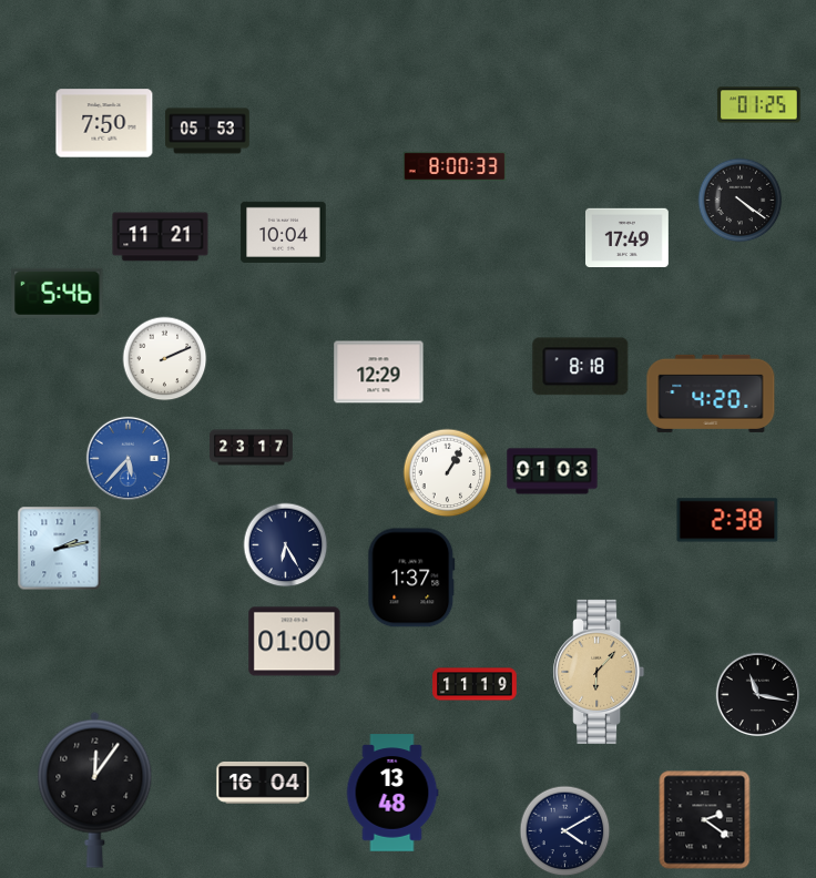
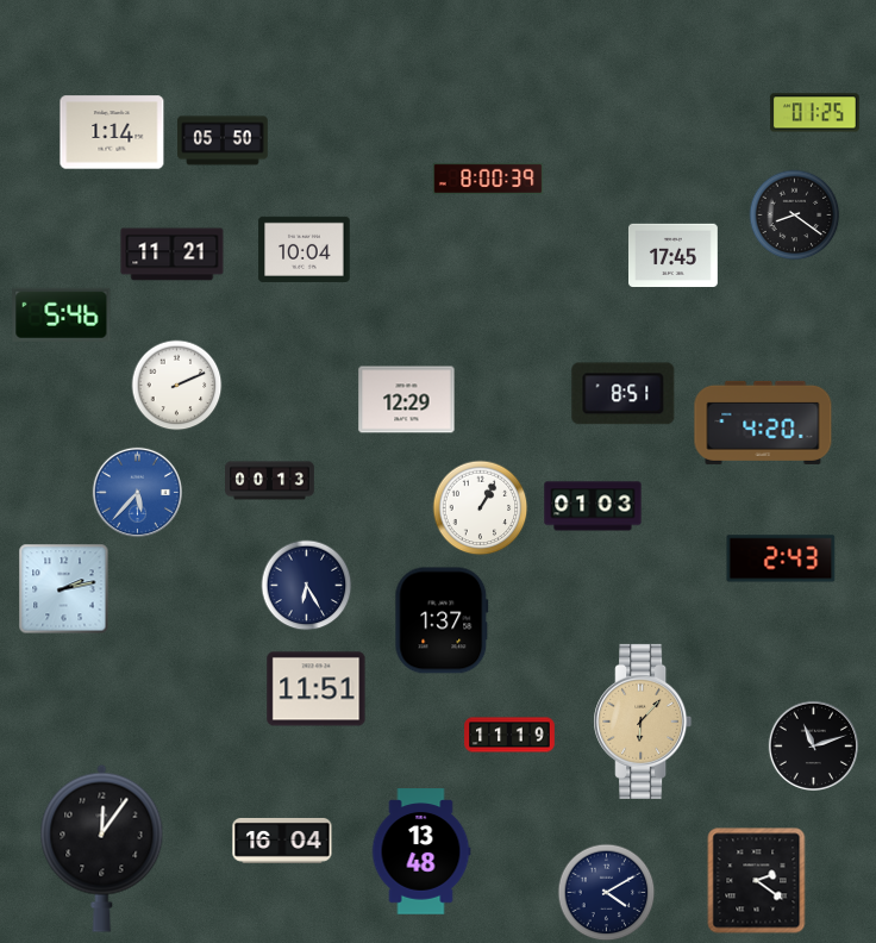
clock at (104, 123): 7:50 -> 1:14
clock at (207, 131): 05:53 -> 05:50
clock at (455, 166): 8:00:33 -> 8:00:39
clock at (741, 201): 4:21 -> 8:21
clock at (628, 237): 17:49 -> 17:45
clock at (581, 367): 8:18 -> 8:51
clock at (252, 448): 23:17 -> 00:13
clock at (727, 520): 2:38 -> 2:43
clock at (295, 642): 01:00 -> 11:51
clock at (757, 694): 11:17 -> 11:12
